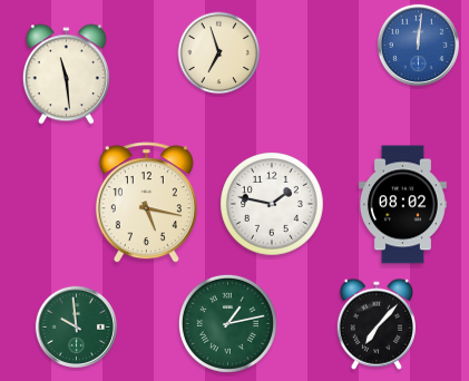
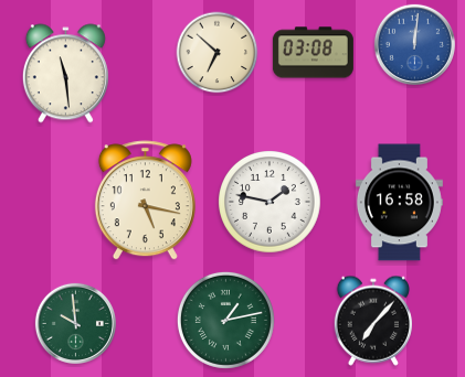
clock at (219, 53): 6:57 -> 6:52
clock at (313, 53): none -> 03:08
clock at (402, 205): 08:02 -> 16:58
